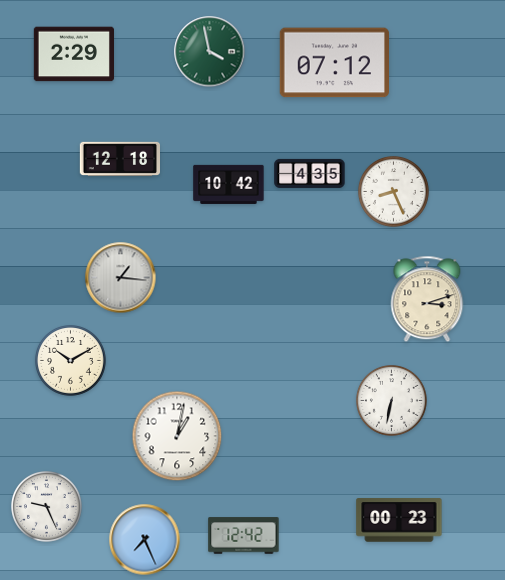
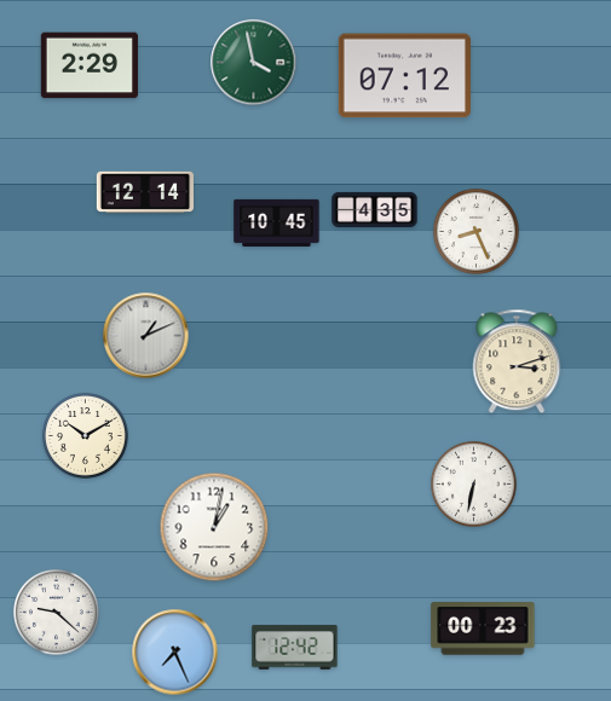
clock at (119, 158): 12:18 -> 12:14
clock at (229, 184): 10:42 -> 10:45
clock at (121, 278): 1:16 -> 1:11
clock at (47, 507): 9:26 -> 9:22
